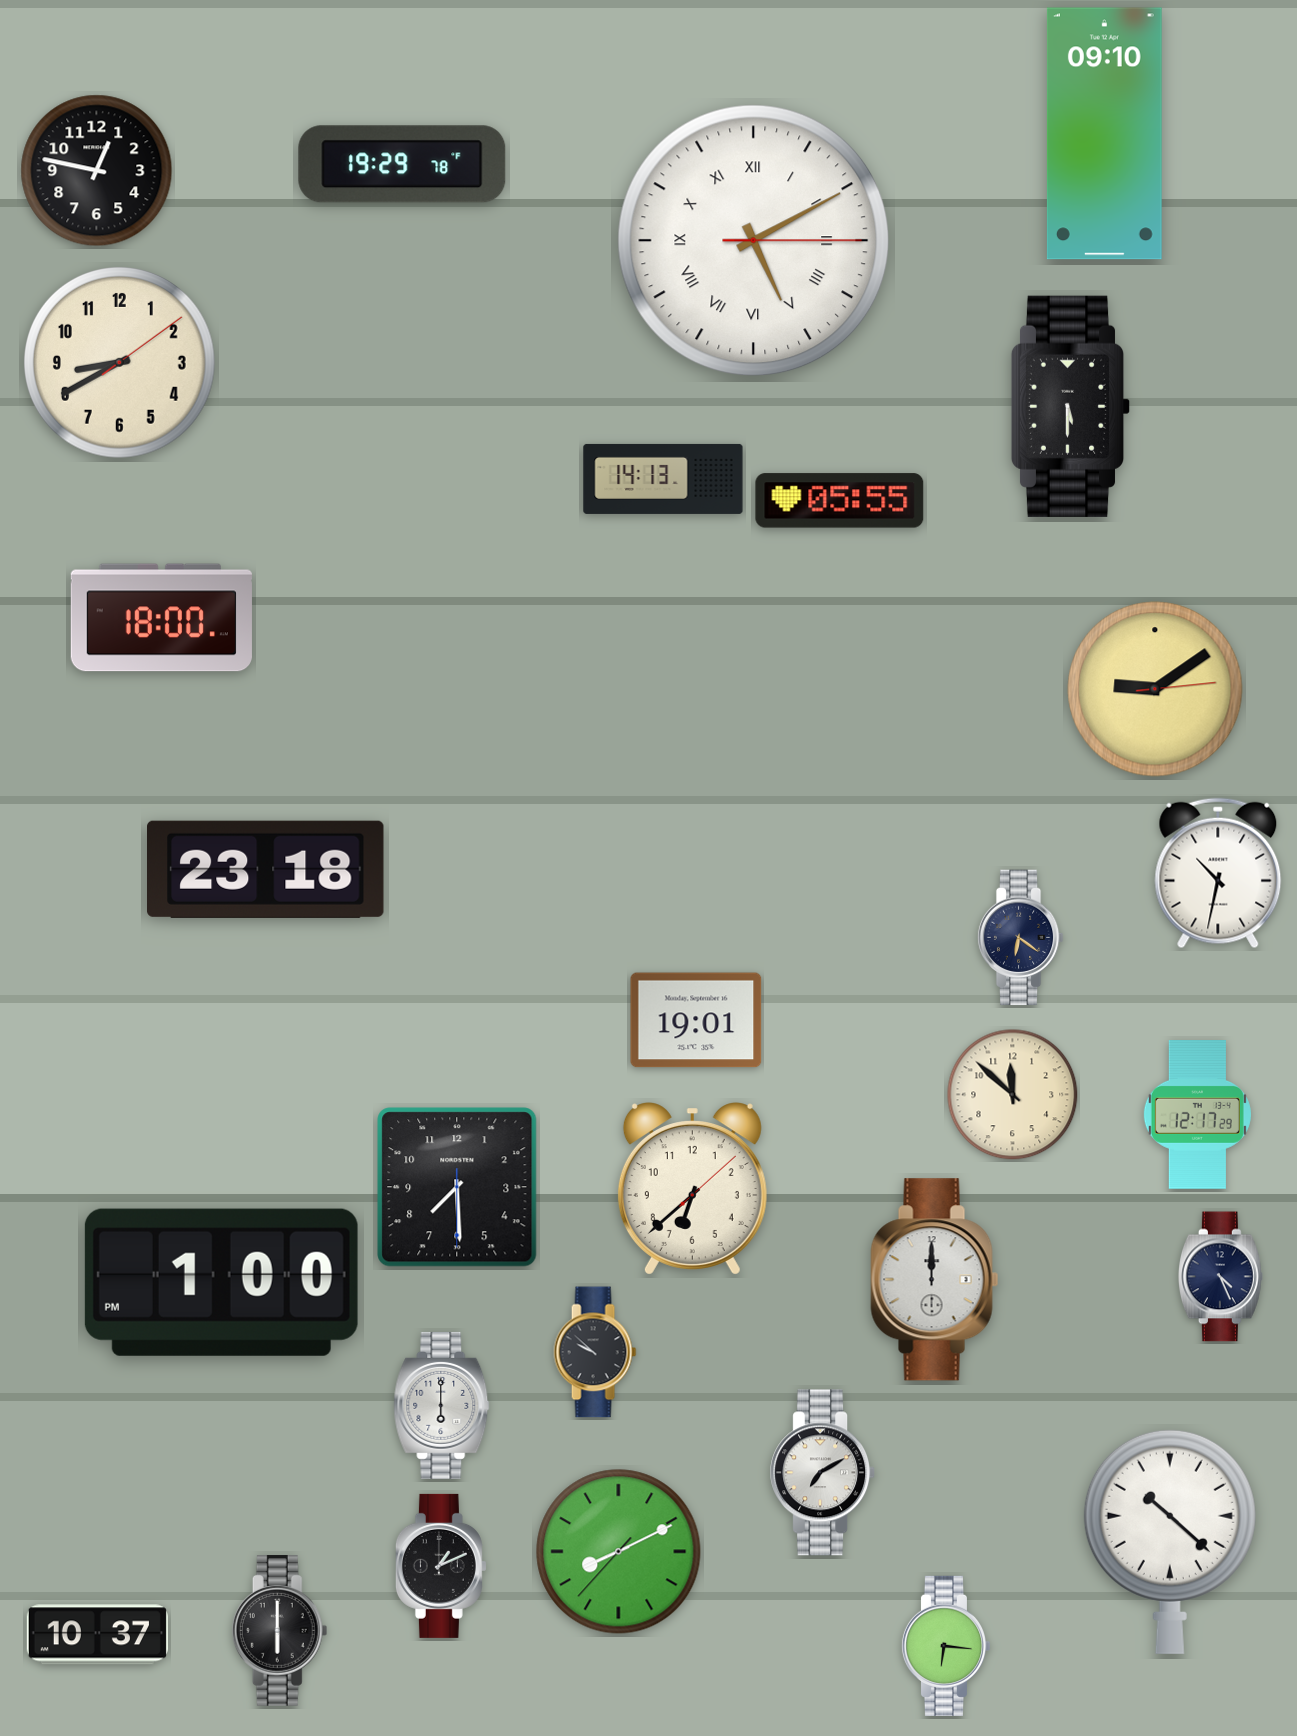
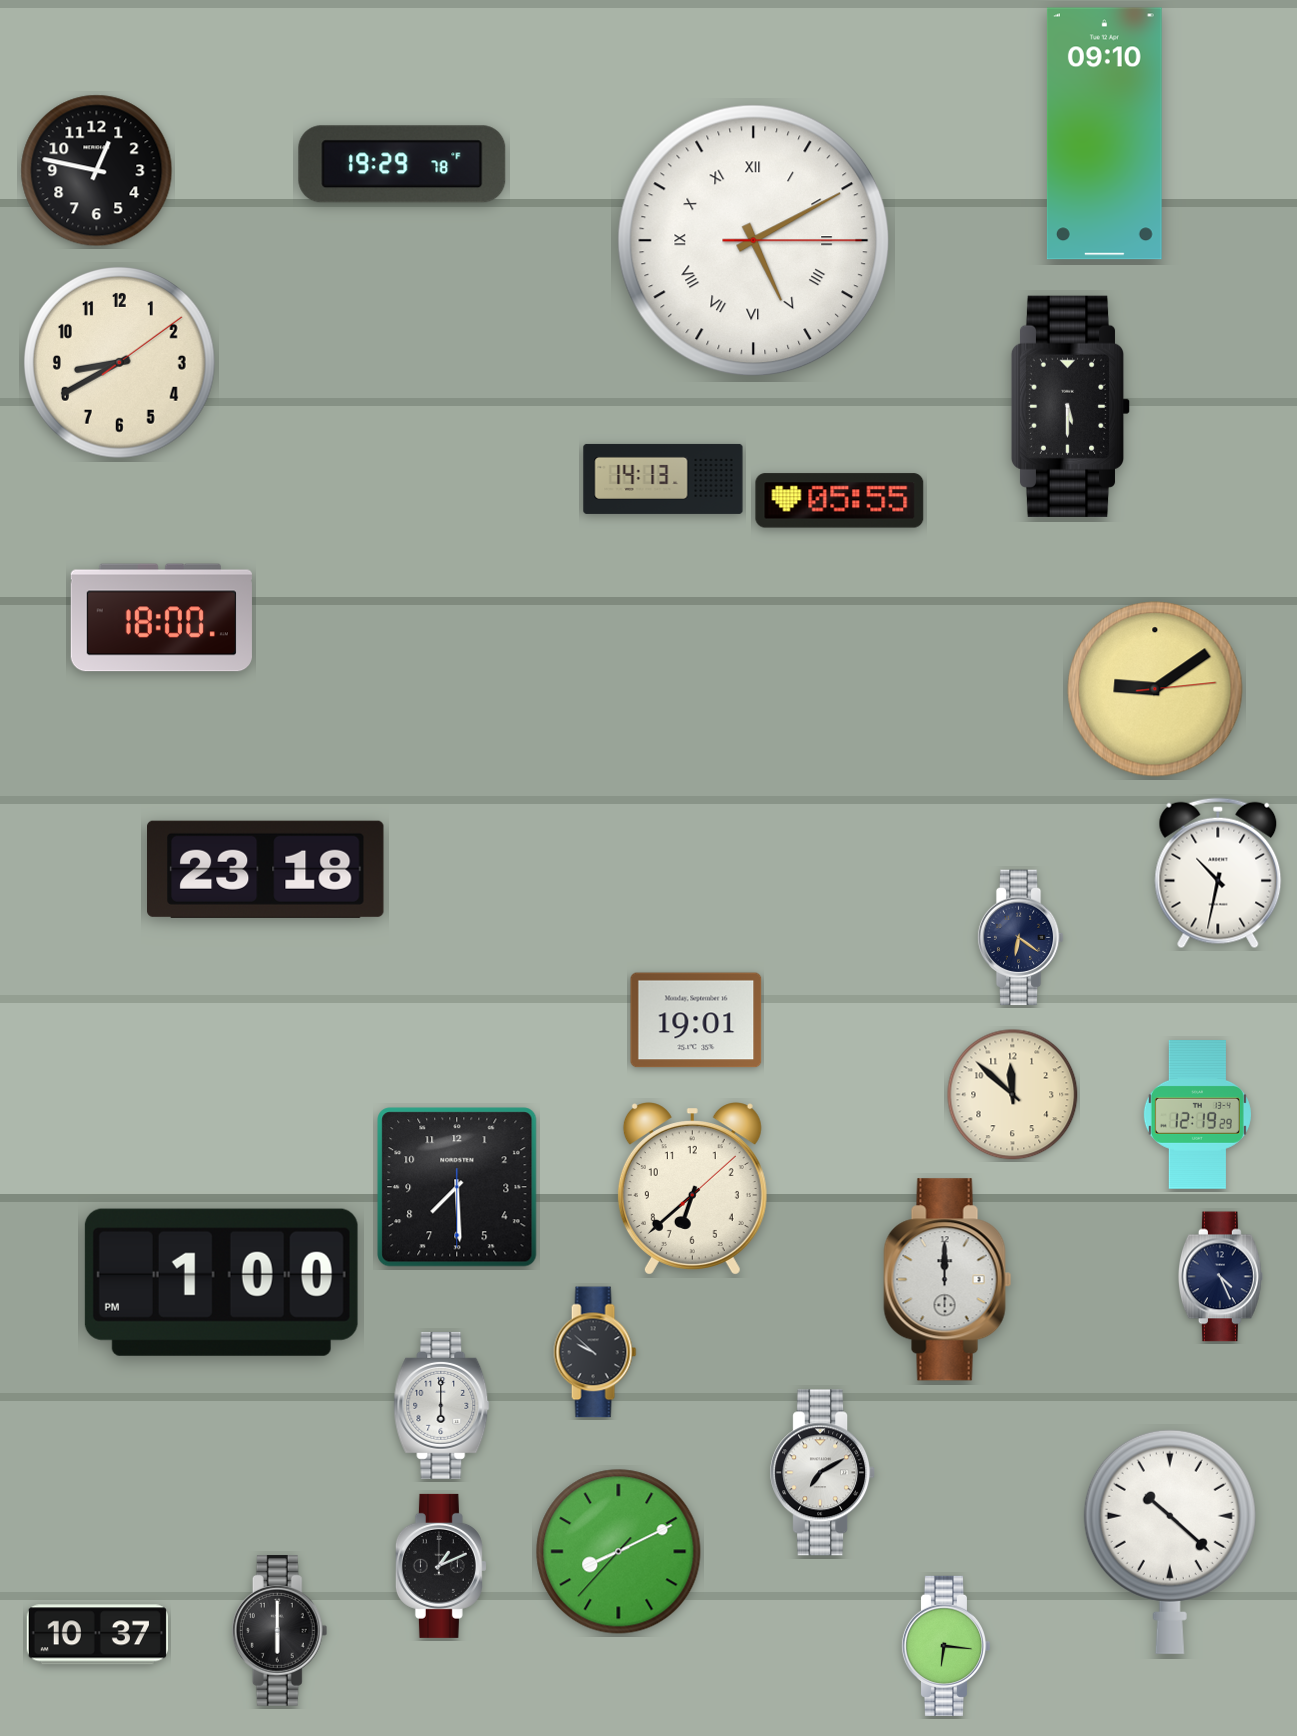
clock at (1197, 1115): 12:17 -> 12:19
clock at (935, 1280) position: (935, 1280) -> (948, 1280)
